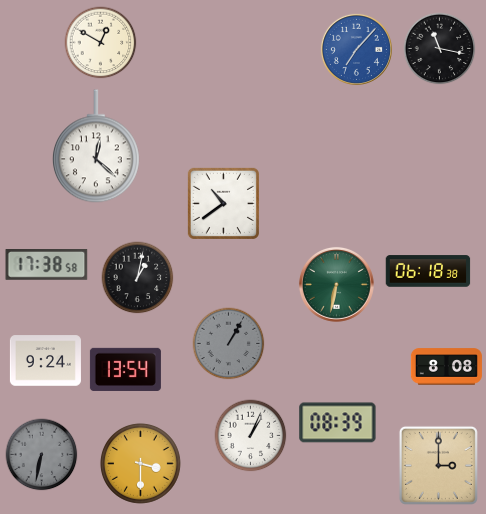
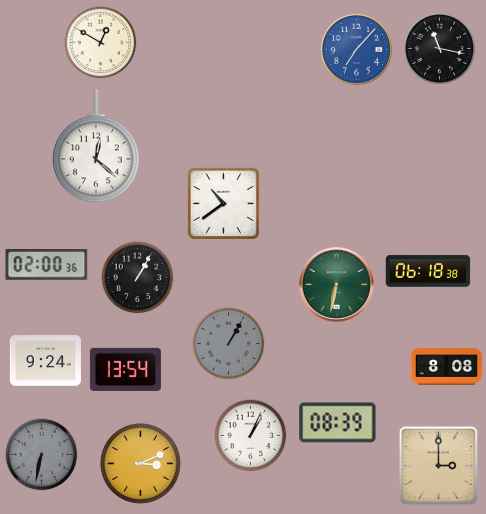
clock at (47, 265): 17:38 -> 02:00
clock at (138, 278): 1:02 -> 1:05
clock at (140, 463): 3:30 -> 3:11
